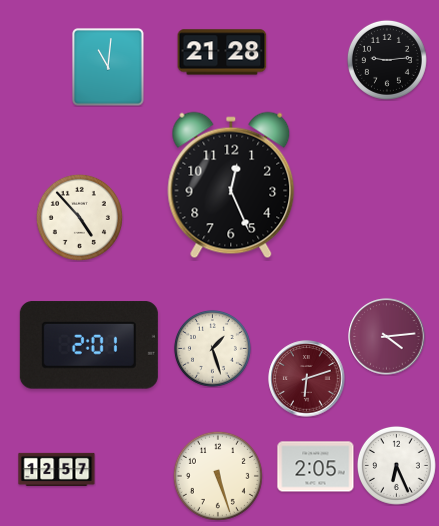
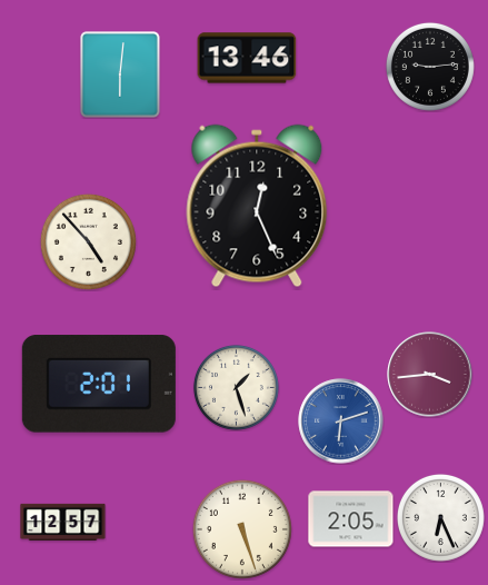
clock at (222, 52): 21:28 -> 13:46
clock at (109, 68): 11:01 -> 6:01
clock at (387, 337): 4:14 -> 3:44
clock at (307, 379) dial: burgundy -> blue
